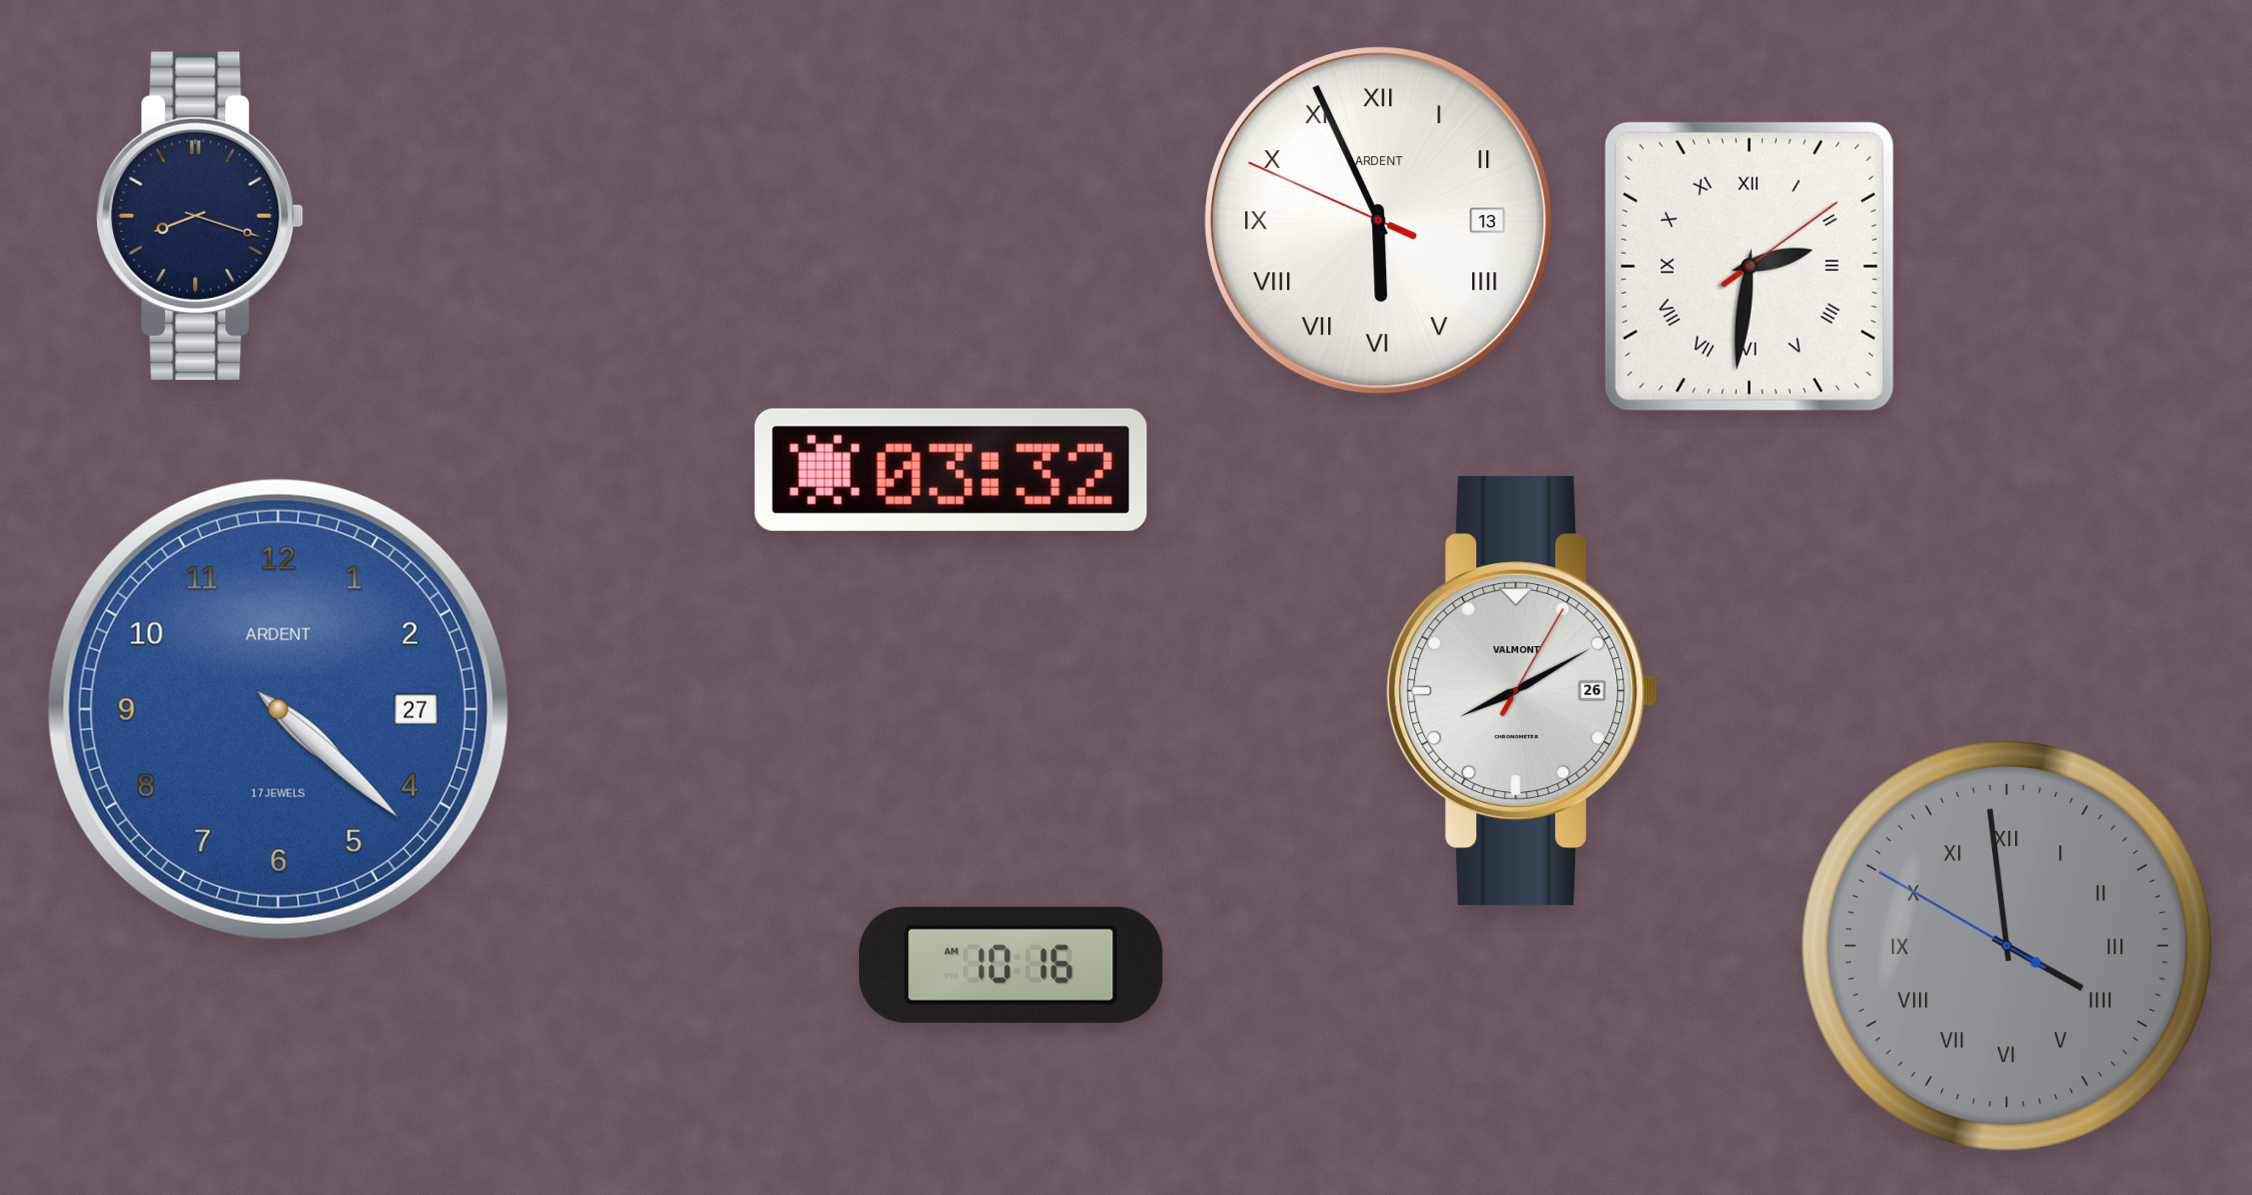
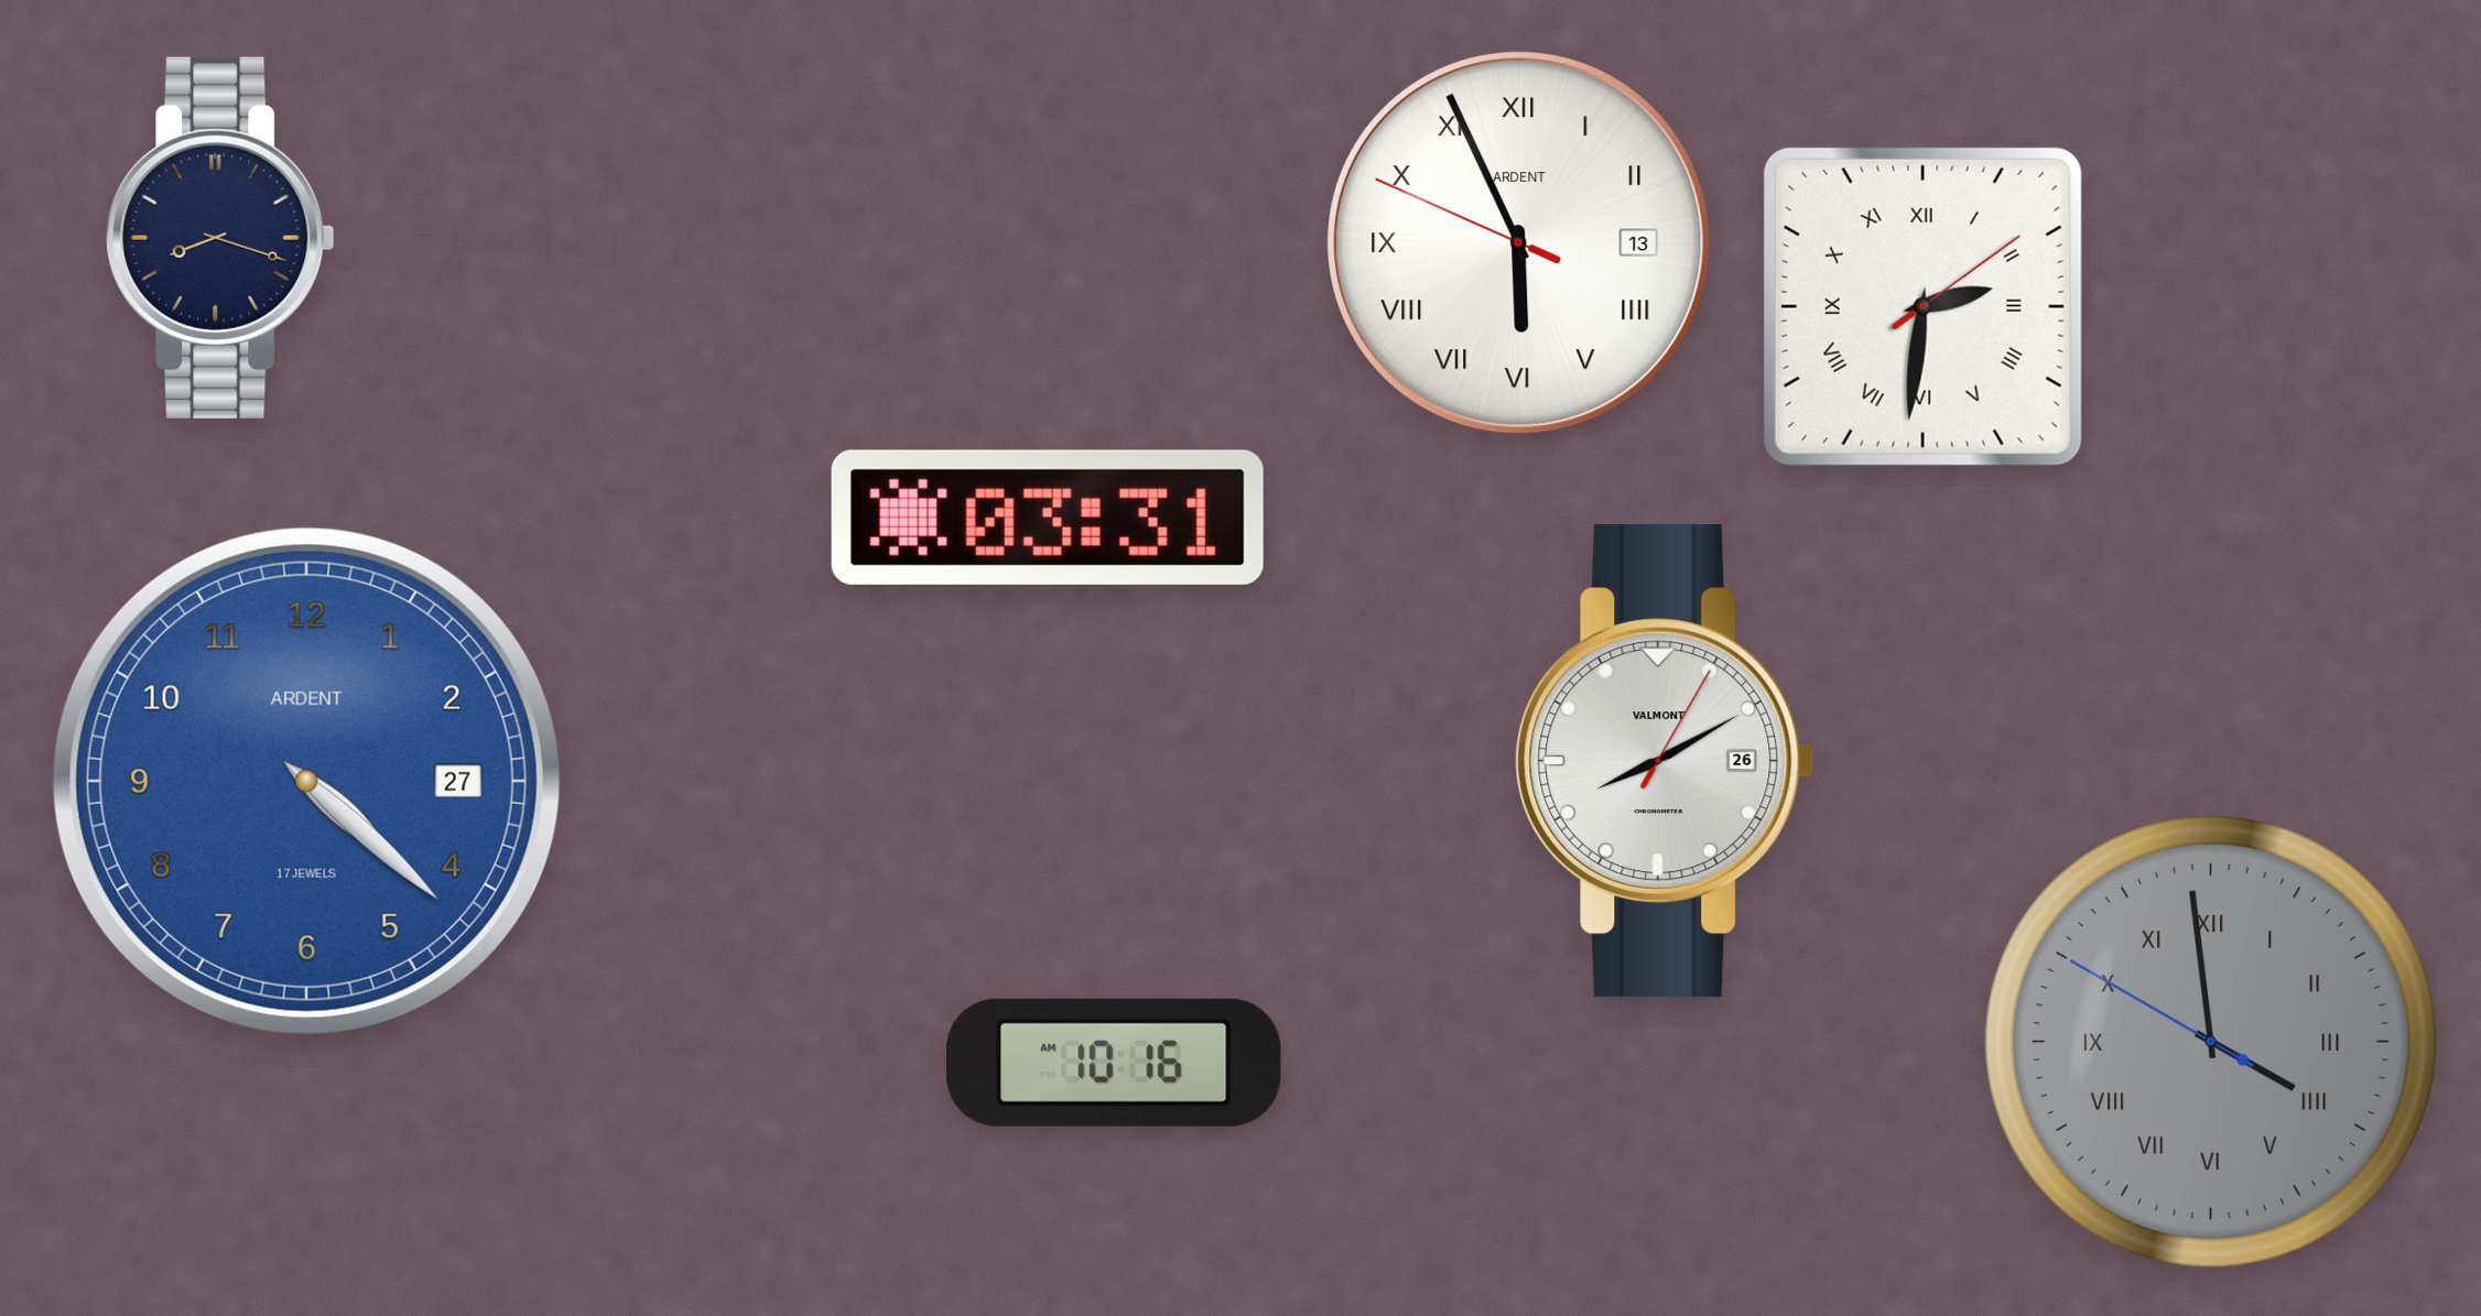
clock at (1749, 266) position: (1749, 266) -> (1922, 306)
clock at (951, 470): 03:32 -> 03:31
clock at (1522, 691) position: (1522, 691) -> (1665, 761)
